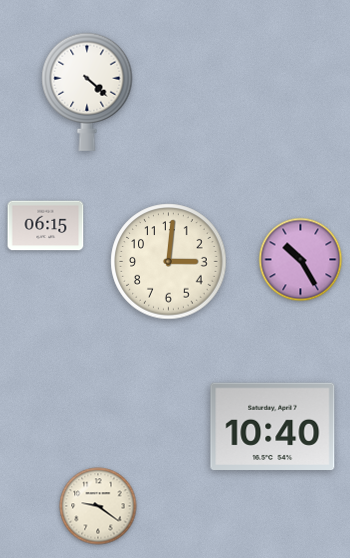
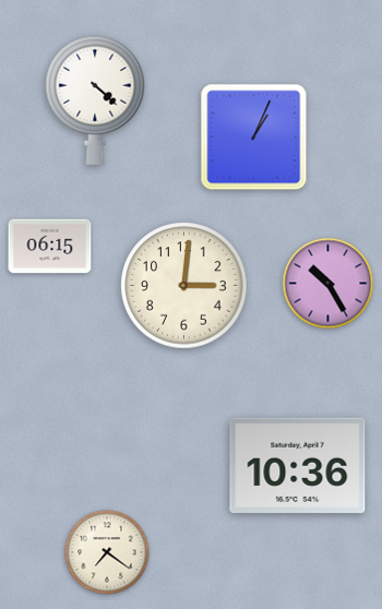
clock at (254, 138): none -> 1:04
clock at (273, 427): 10:40 -> 10:36
clock at (98, 506): 9:21 -> 7:21
